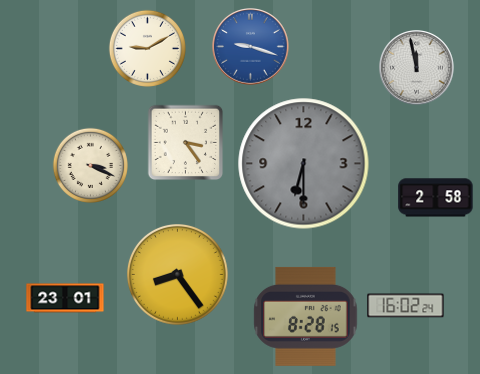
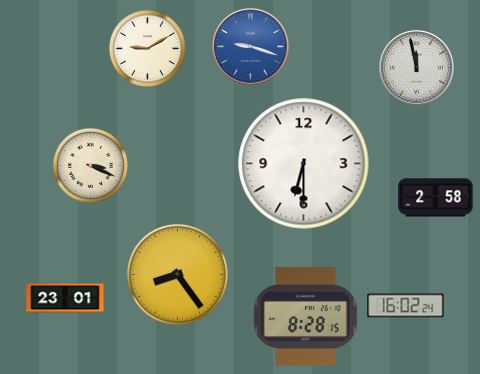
clock at (186, 143): 3:24 -> none
clock at (304, 164) dial: grey -> white
